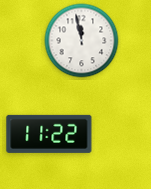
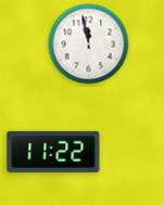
clock at (49, 134) position: (49, 134) -> (53, 152)
